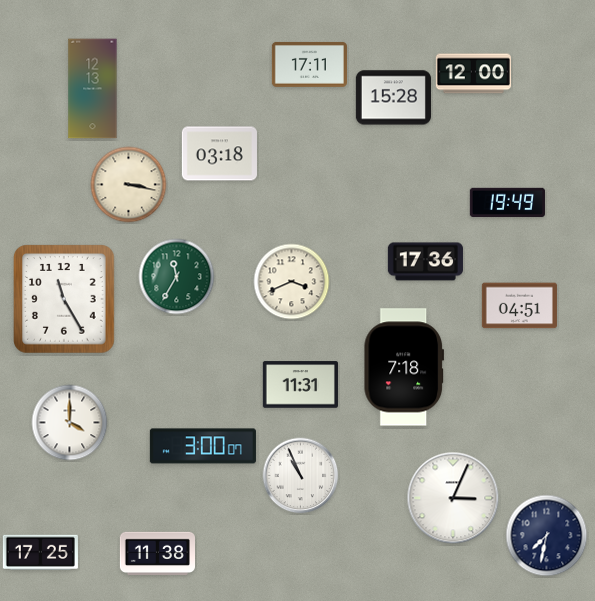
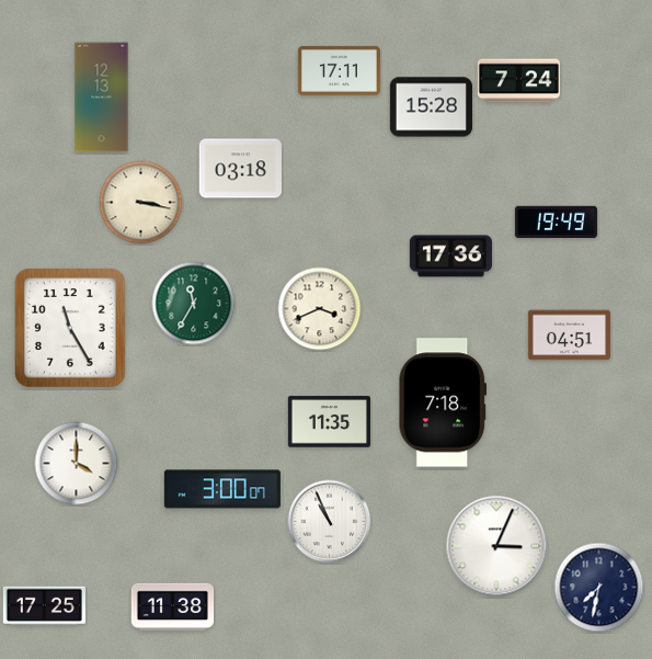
clock at (473, 74): 12:00 -> 7:24
clock at (425, 262) position: (425, 262) -> (450, 257)
clock at (300, 385): 11:31 -> 11:35
